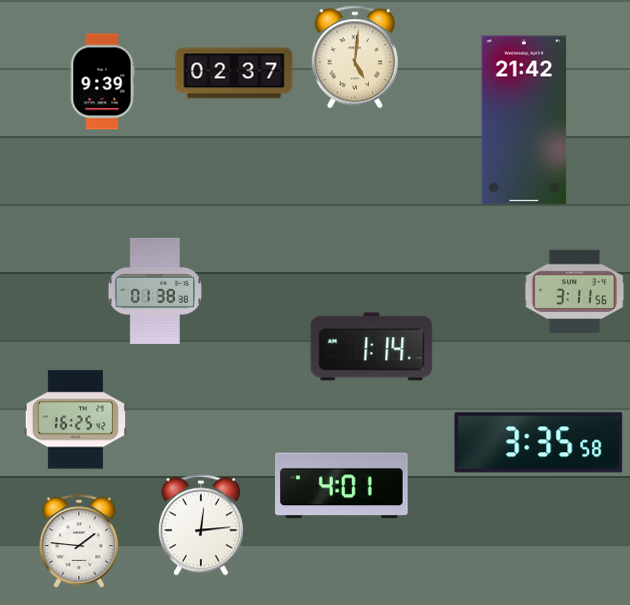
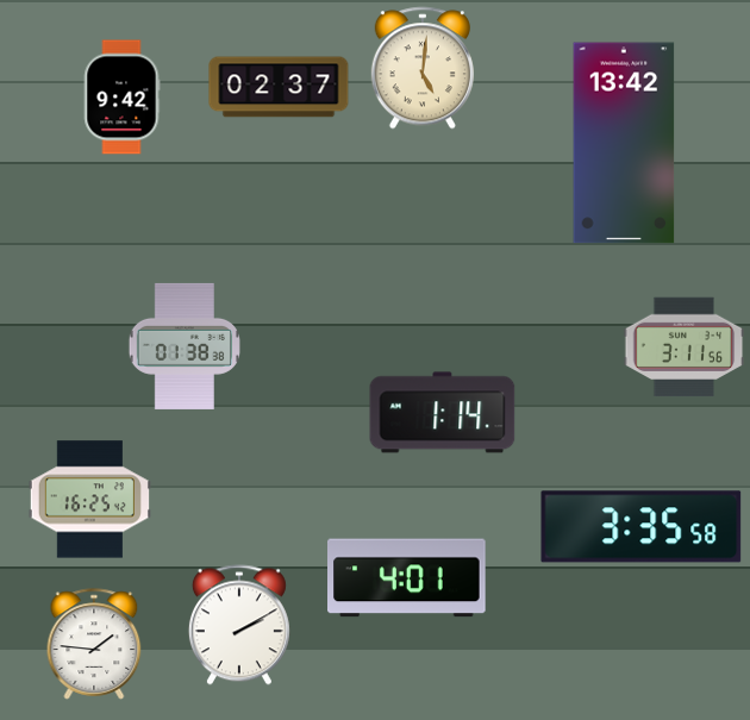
clock at (102, 82): 9:39 -> 9:42
clock at (524, 120): 21:42 -> 13:42
clock at (201, 525): 12:14 -> 2:10
